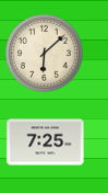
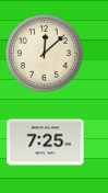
clock at (45, 54): 6:08 -> 12:08
